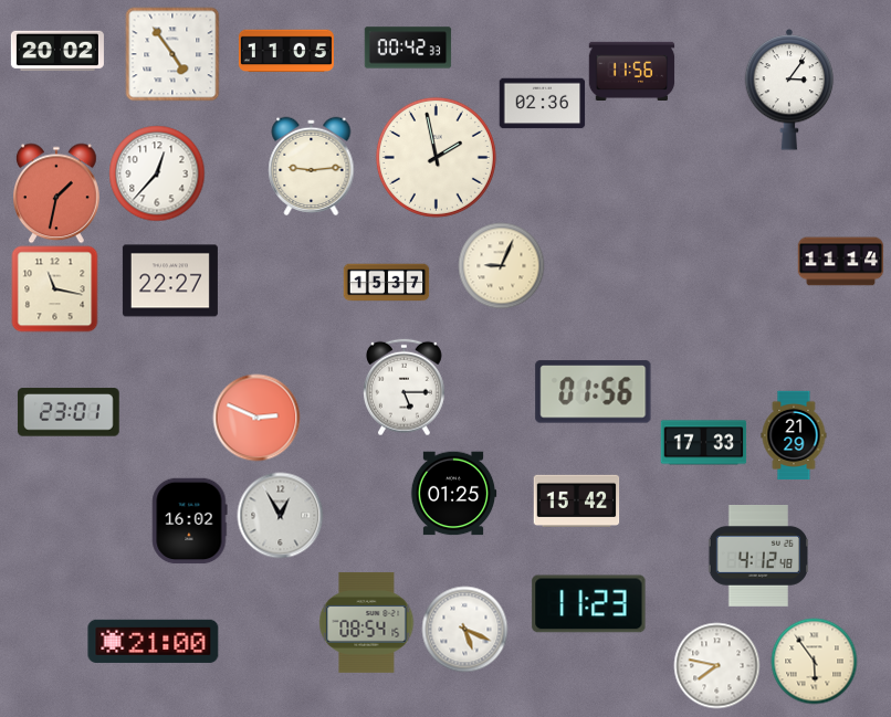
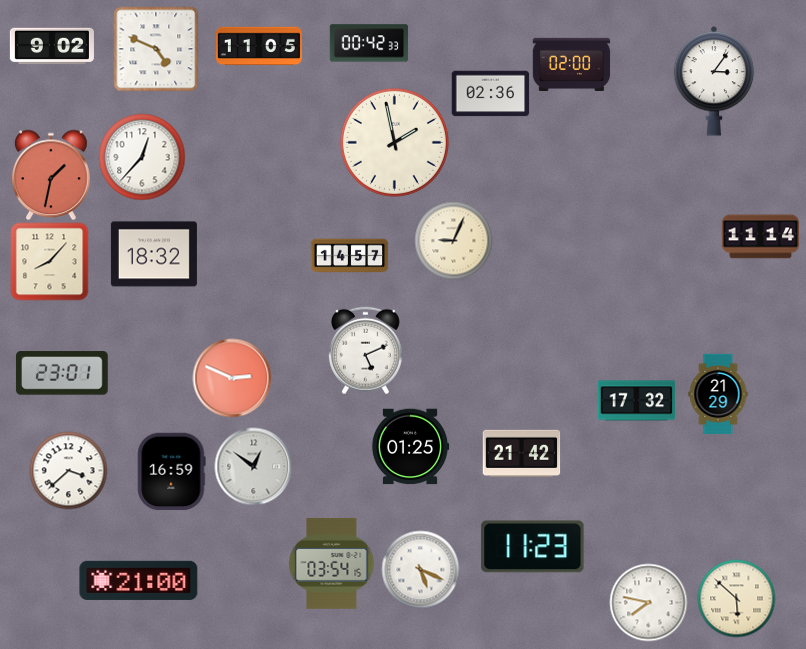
clock at (57, 51): 20:02 -> 9:02
clock at (172, 54): 4:54 -> 4:49
clock at (631, 71): 11:56 -> 02:00
clock at (312, 166): 9:14 -> none
clock at (170, 281): 22:27 -> 18:32
clock at (386, 283): 15:37 -> 14:57
clock at (54, 288): 11:17 -> 8:07
clock at (403, 387): 5:15 -> 5:11
clock at (594, 392): 01:56 -> none
clock at (703, 443): 17:33 -> 17:32
clock at (576, 502): 15:42 -> 21:42
clock at (280, 515): 12:55 -> 12:51
clock at (68, 470): none -> 3:38
clock at (190, 520): 16:02 -> 16:59
clock at (757, 557): 4:12 -> none
clock at (367, 622): 08:54 -> 03:54
clock at (814, 661): 5:54 -> 5:52
